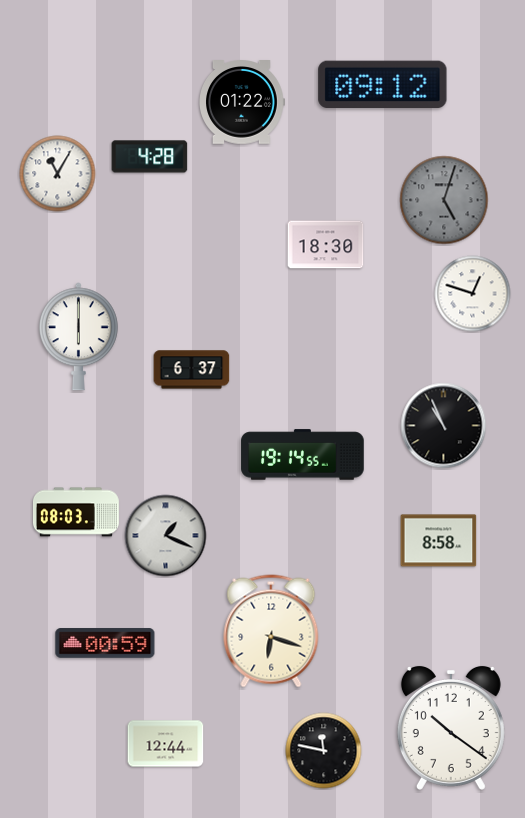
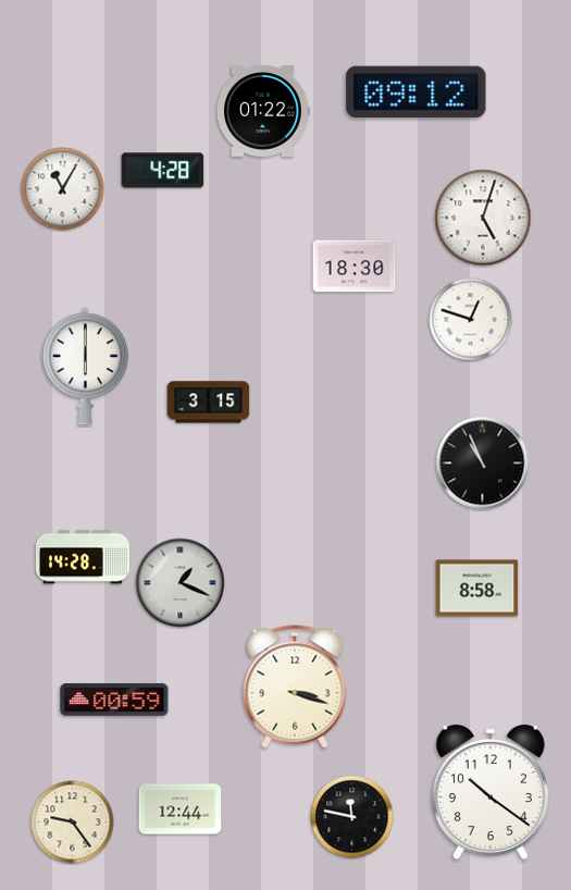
clock at (444, 200) dial: grey -> white
clock at (473, 294) position: (473, 294) -> (471, 320)
clock at (192, 370): 6:37 -> 3:15
clock at (303, 455): 19:14 -> none
clock at (76, 512): 08:03 -> 14:28
clock at (271, 631): 6:18 -> 3:18
clock at (73, 823): none -> 9:24
